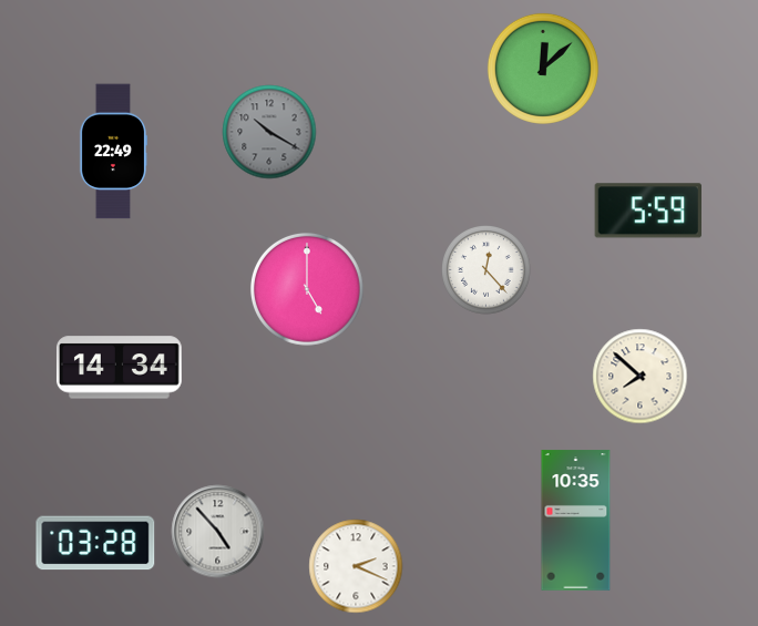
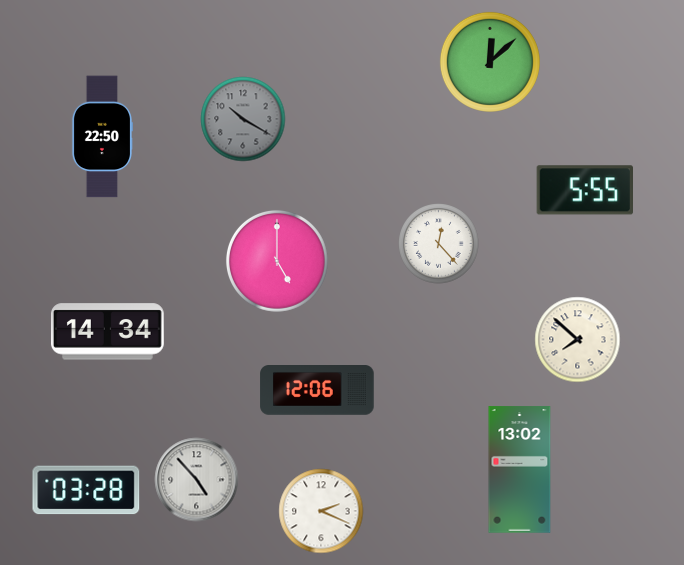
clock at (112, 152): 22:49 -> 22:50
clock at (647, 211): 5:59 -> 5:55
clock at (317, 391): none -> 12:06
clock at (576, 521): 10:35 -> 13:02
